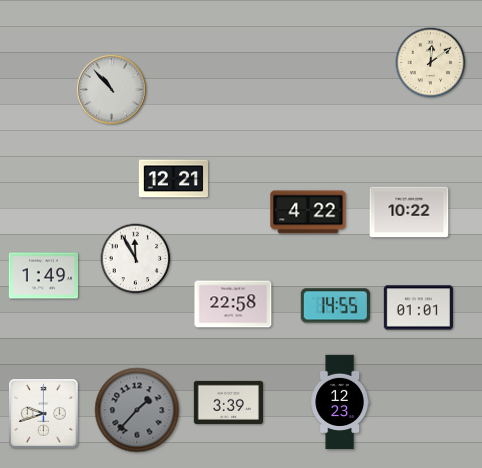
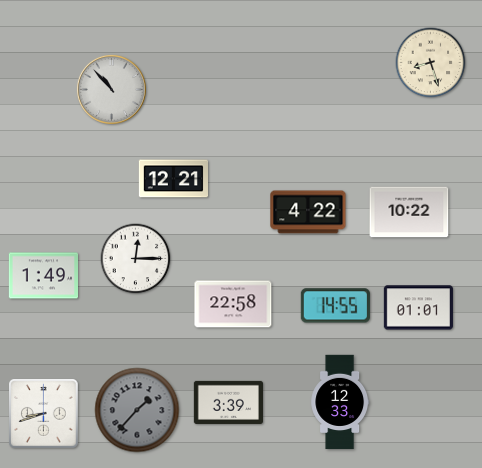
clock at (431, 63): 12:09 -> 8:27
clock at (136, 259): 11:55 -> 12:15
clock at (340, 402): 12:23 -> 12:33
clock at (44, 414): 9:42 -> 8:42
